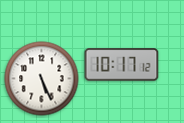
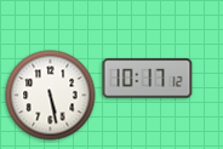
clock at (42, 79): 5:26 -> 5:28
